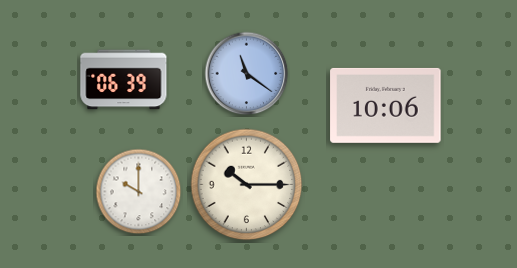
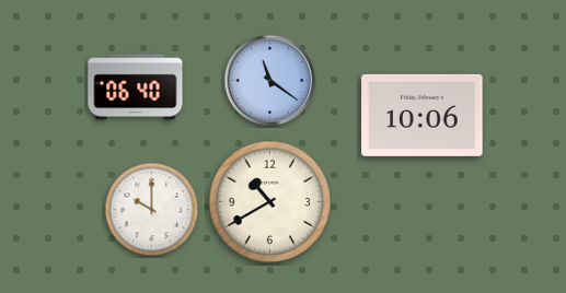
clock at (124, 80): 06:39 -> 06:40
clock at (247, 185): 10:15 -> 10:40
